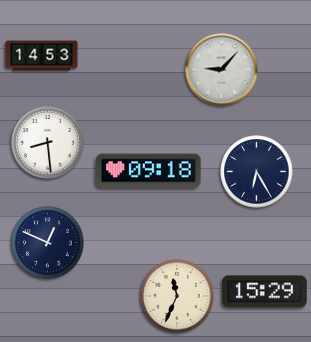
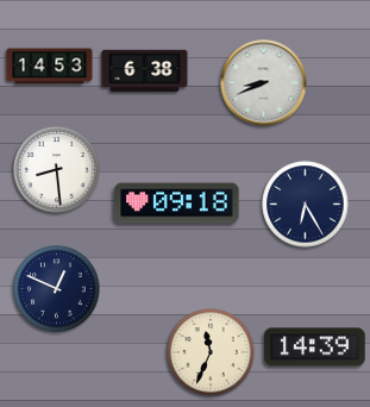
clock at (145, 70): none -> 6:38
clock at (222, 70): 9:07 -> 8:41
clock at (265, 292): 15:29 -> 14:39
